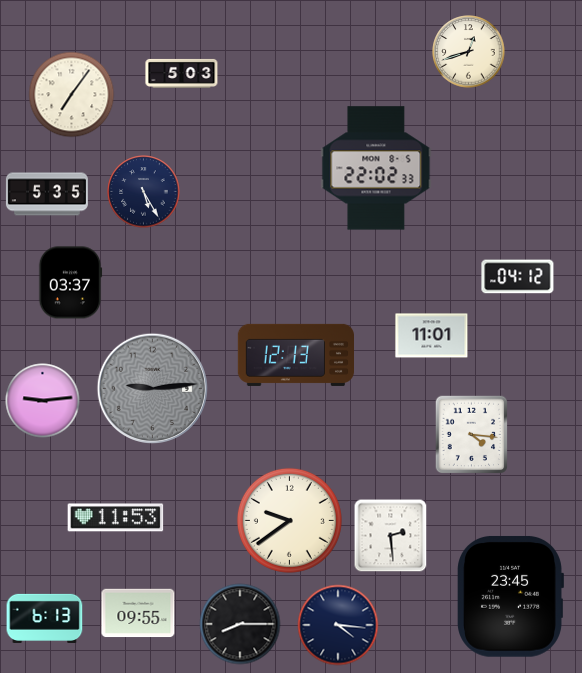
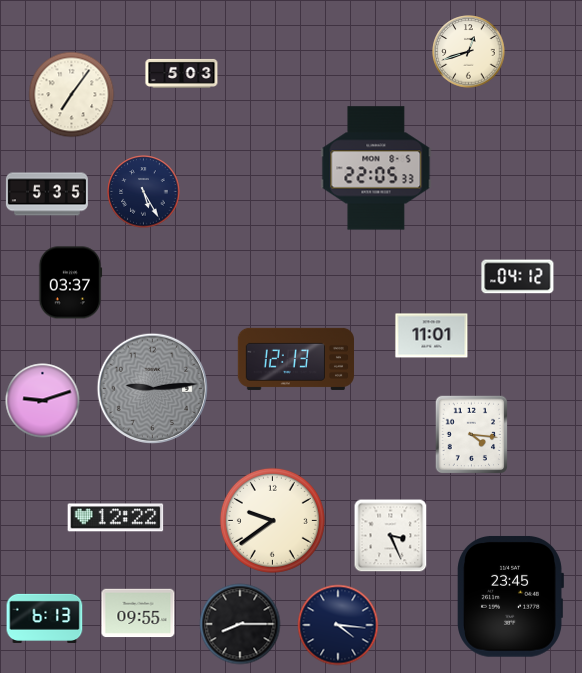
clock at (376, 168): 22:02 -> 22:05
clock at (295, 355) position: (295, 355) -> (295, 359)
clock at (43, 401): 9:14 -> 9:12
clock at (116, 518): 11:53 -> 12:22
clock at (289, 520) position: (289, 520) -> (272, 520)
clock at (391, 536): 2:29 -> 3:26
